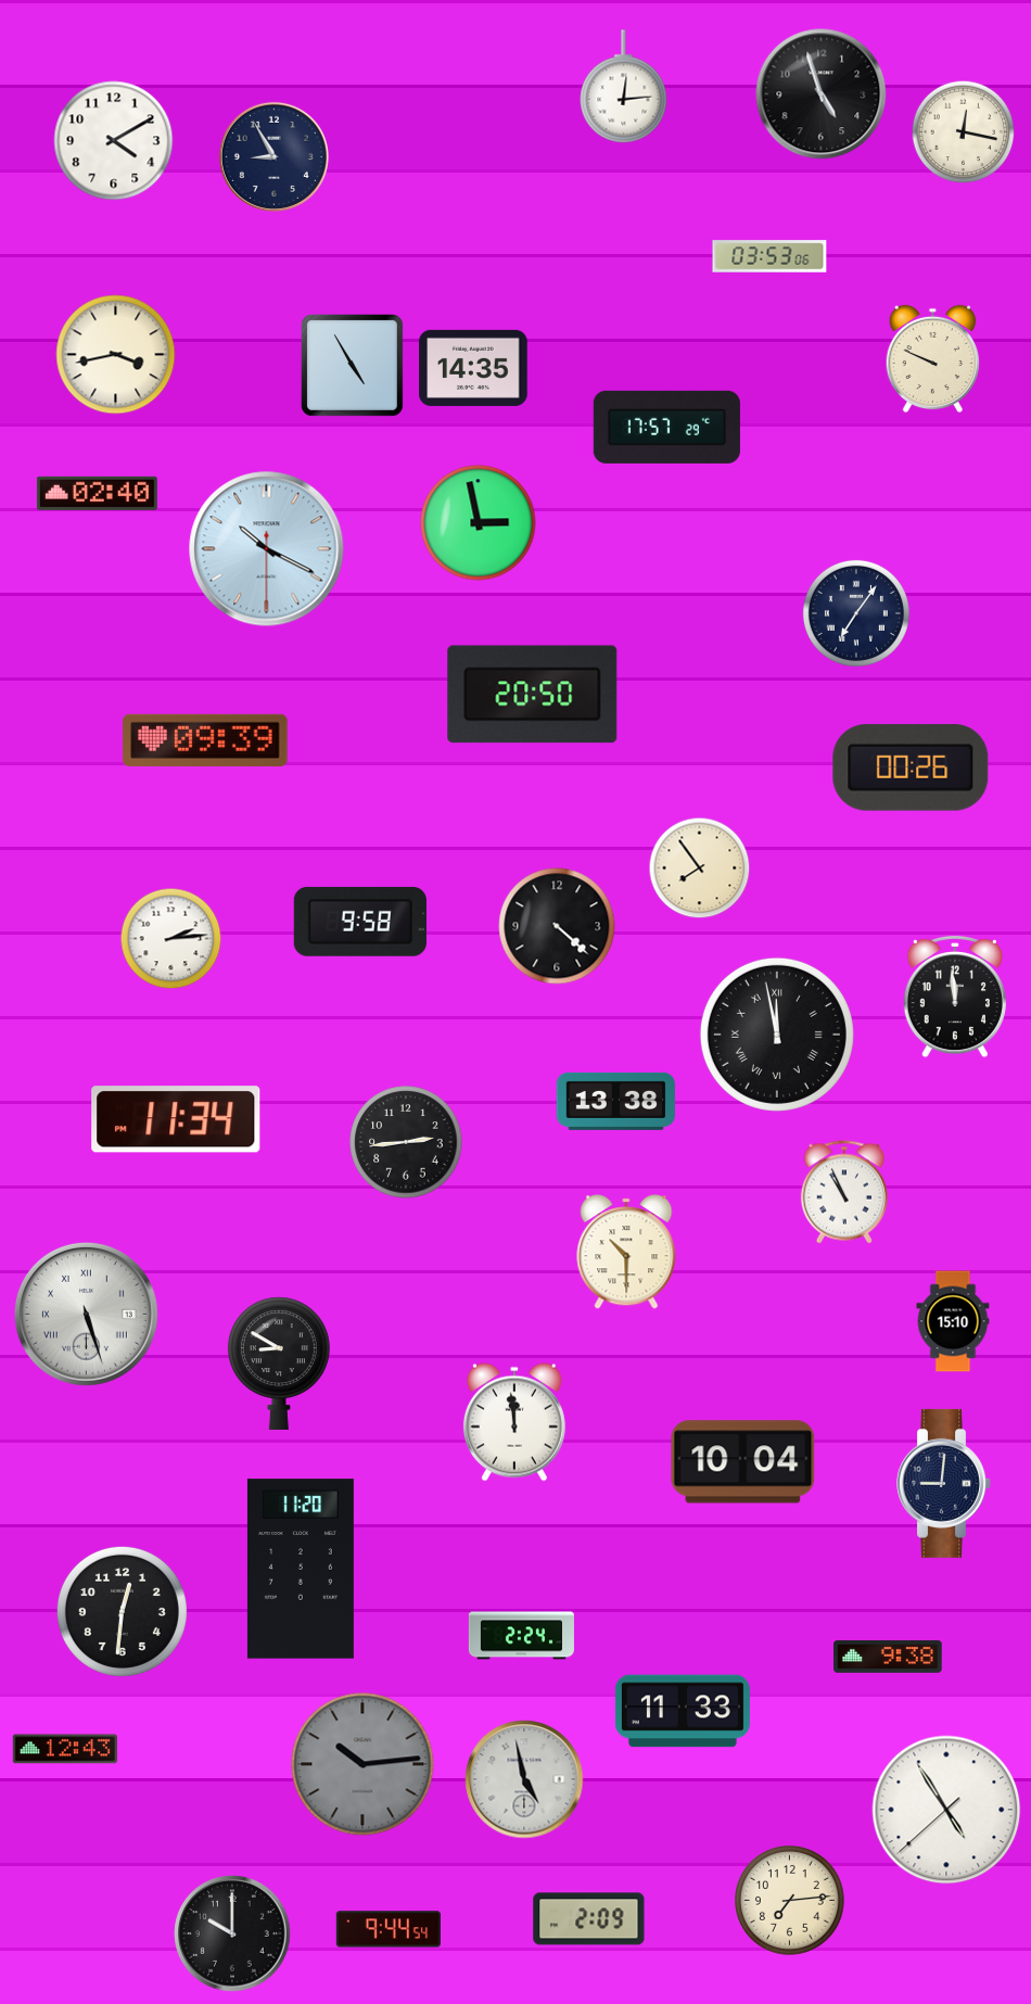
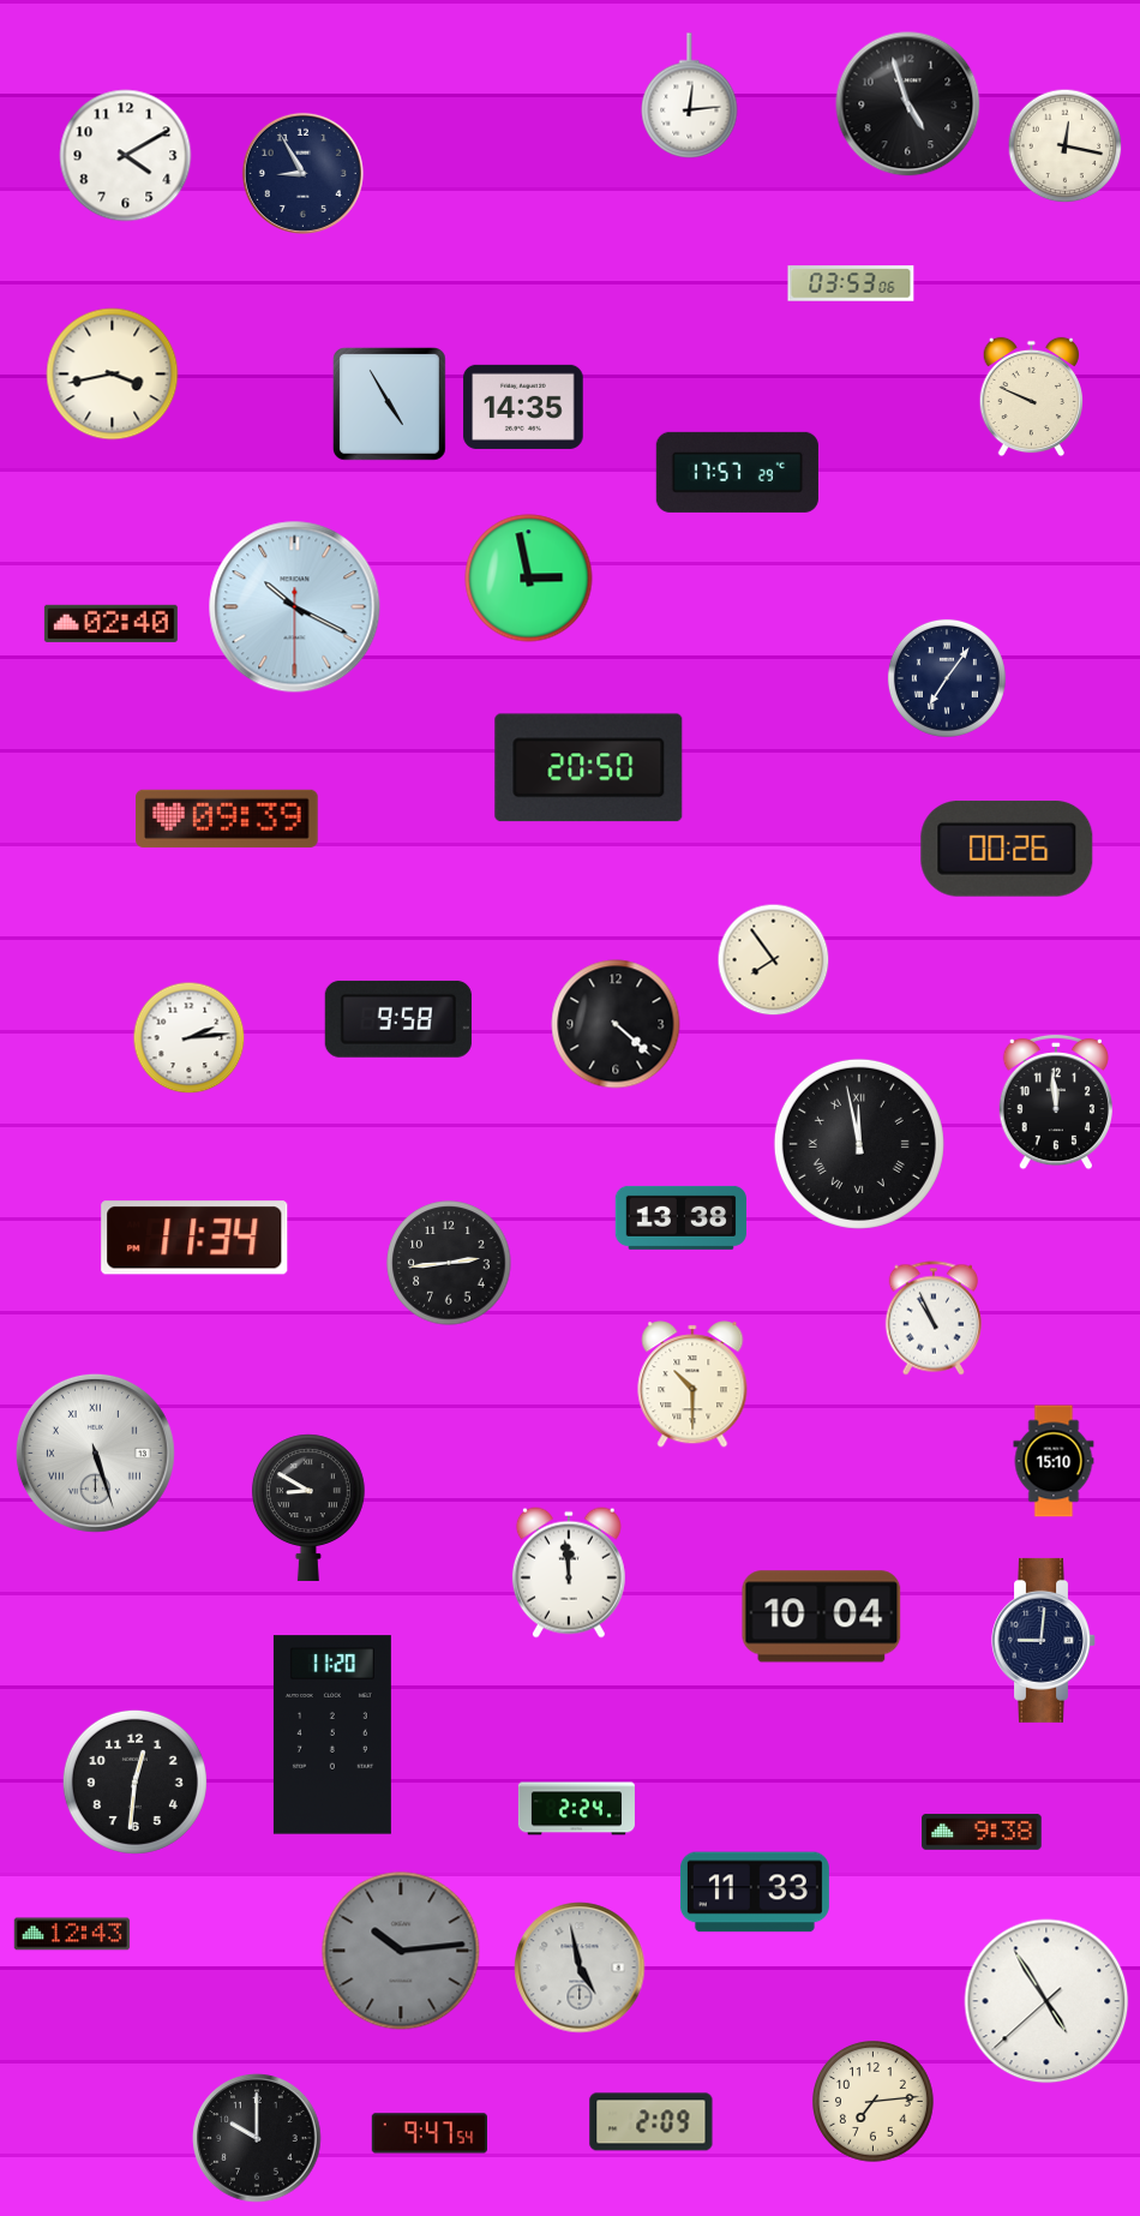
clock at (116, 355) position: (116, 355) -> (113, 375)
clock at (97, 493) position: (97, 493) -> (110, 623)
clock at (389, 1929): 9:44 -> 9:47
